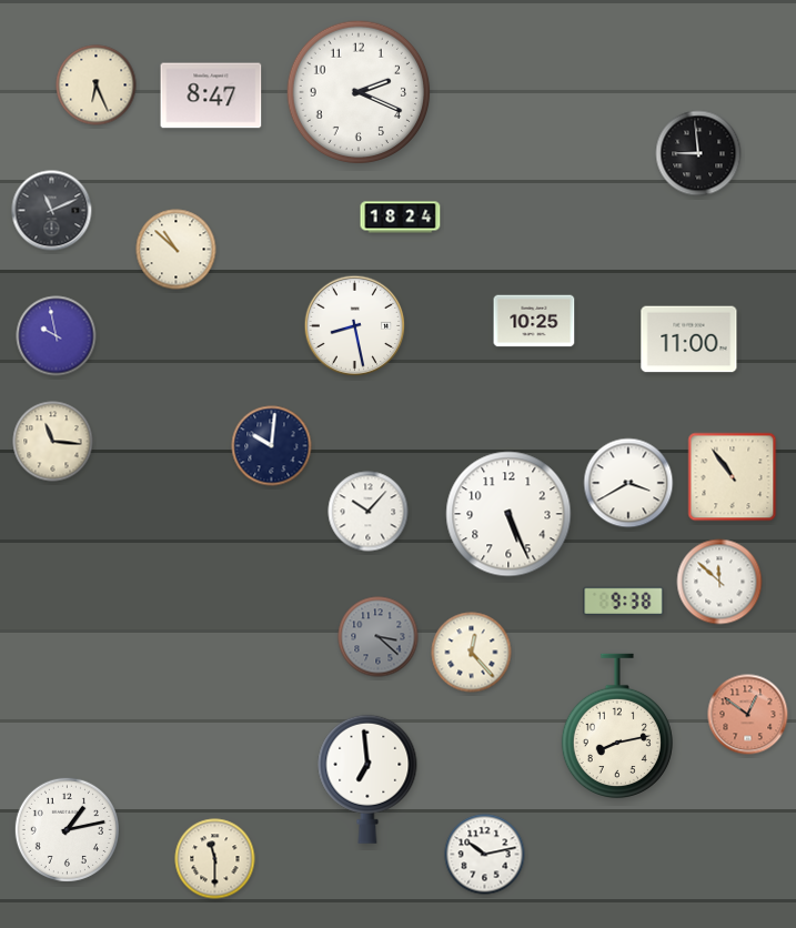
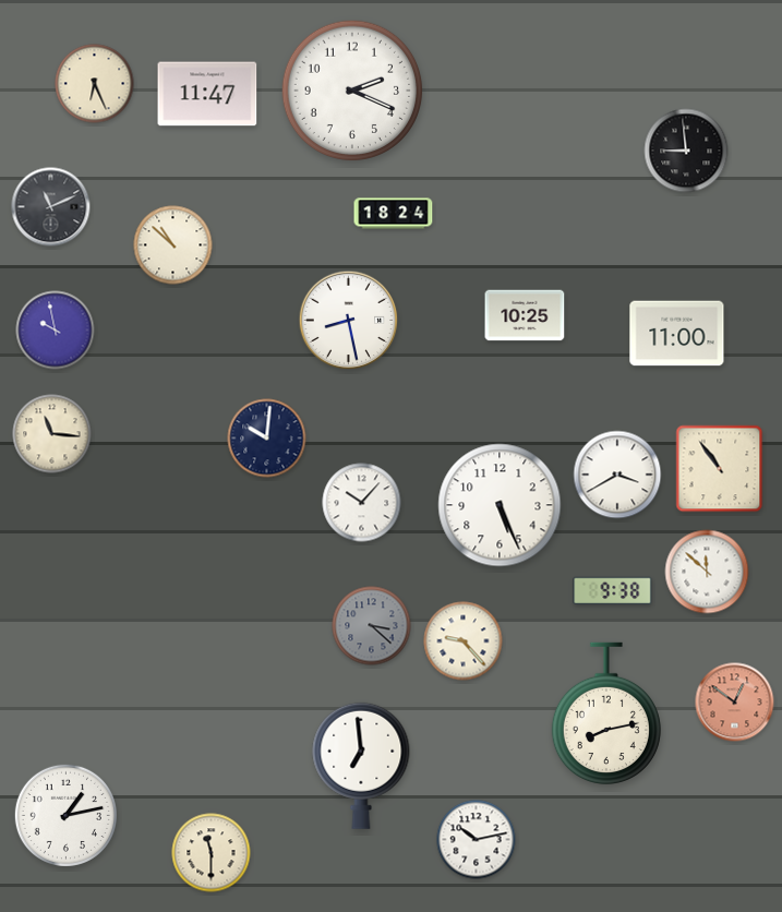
clock at (211, 95): 8:47 -> 11:47
clock at (472, 653): 12:23 -> 9:23
clock at (215, 859) position: (215, 859) -> (212, 853)
